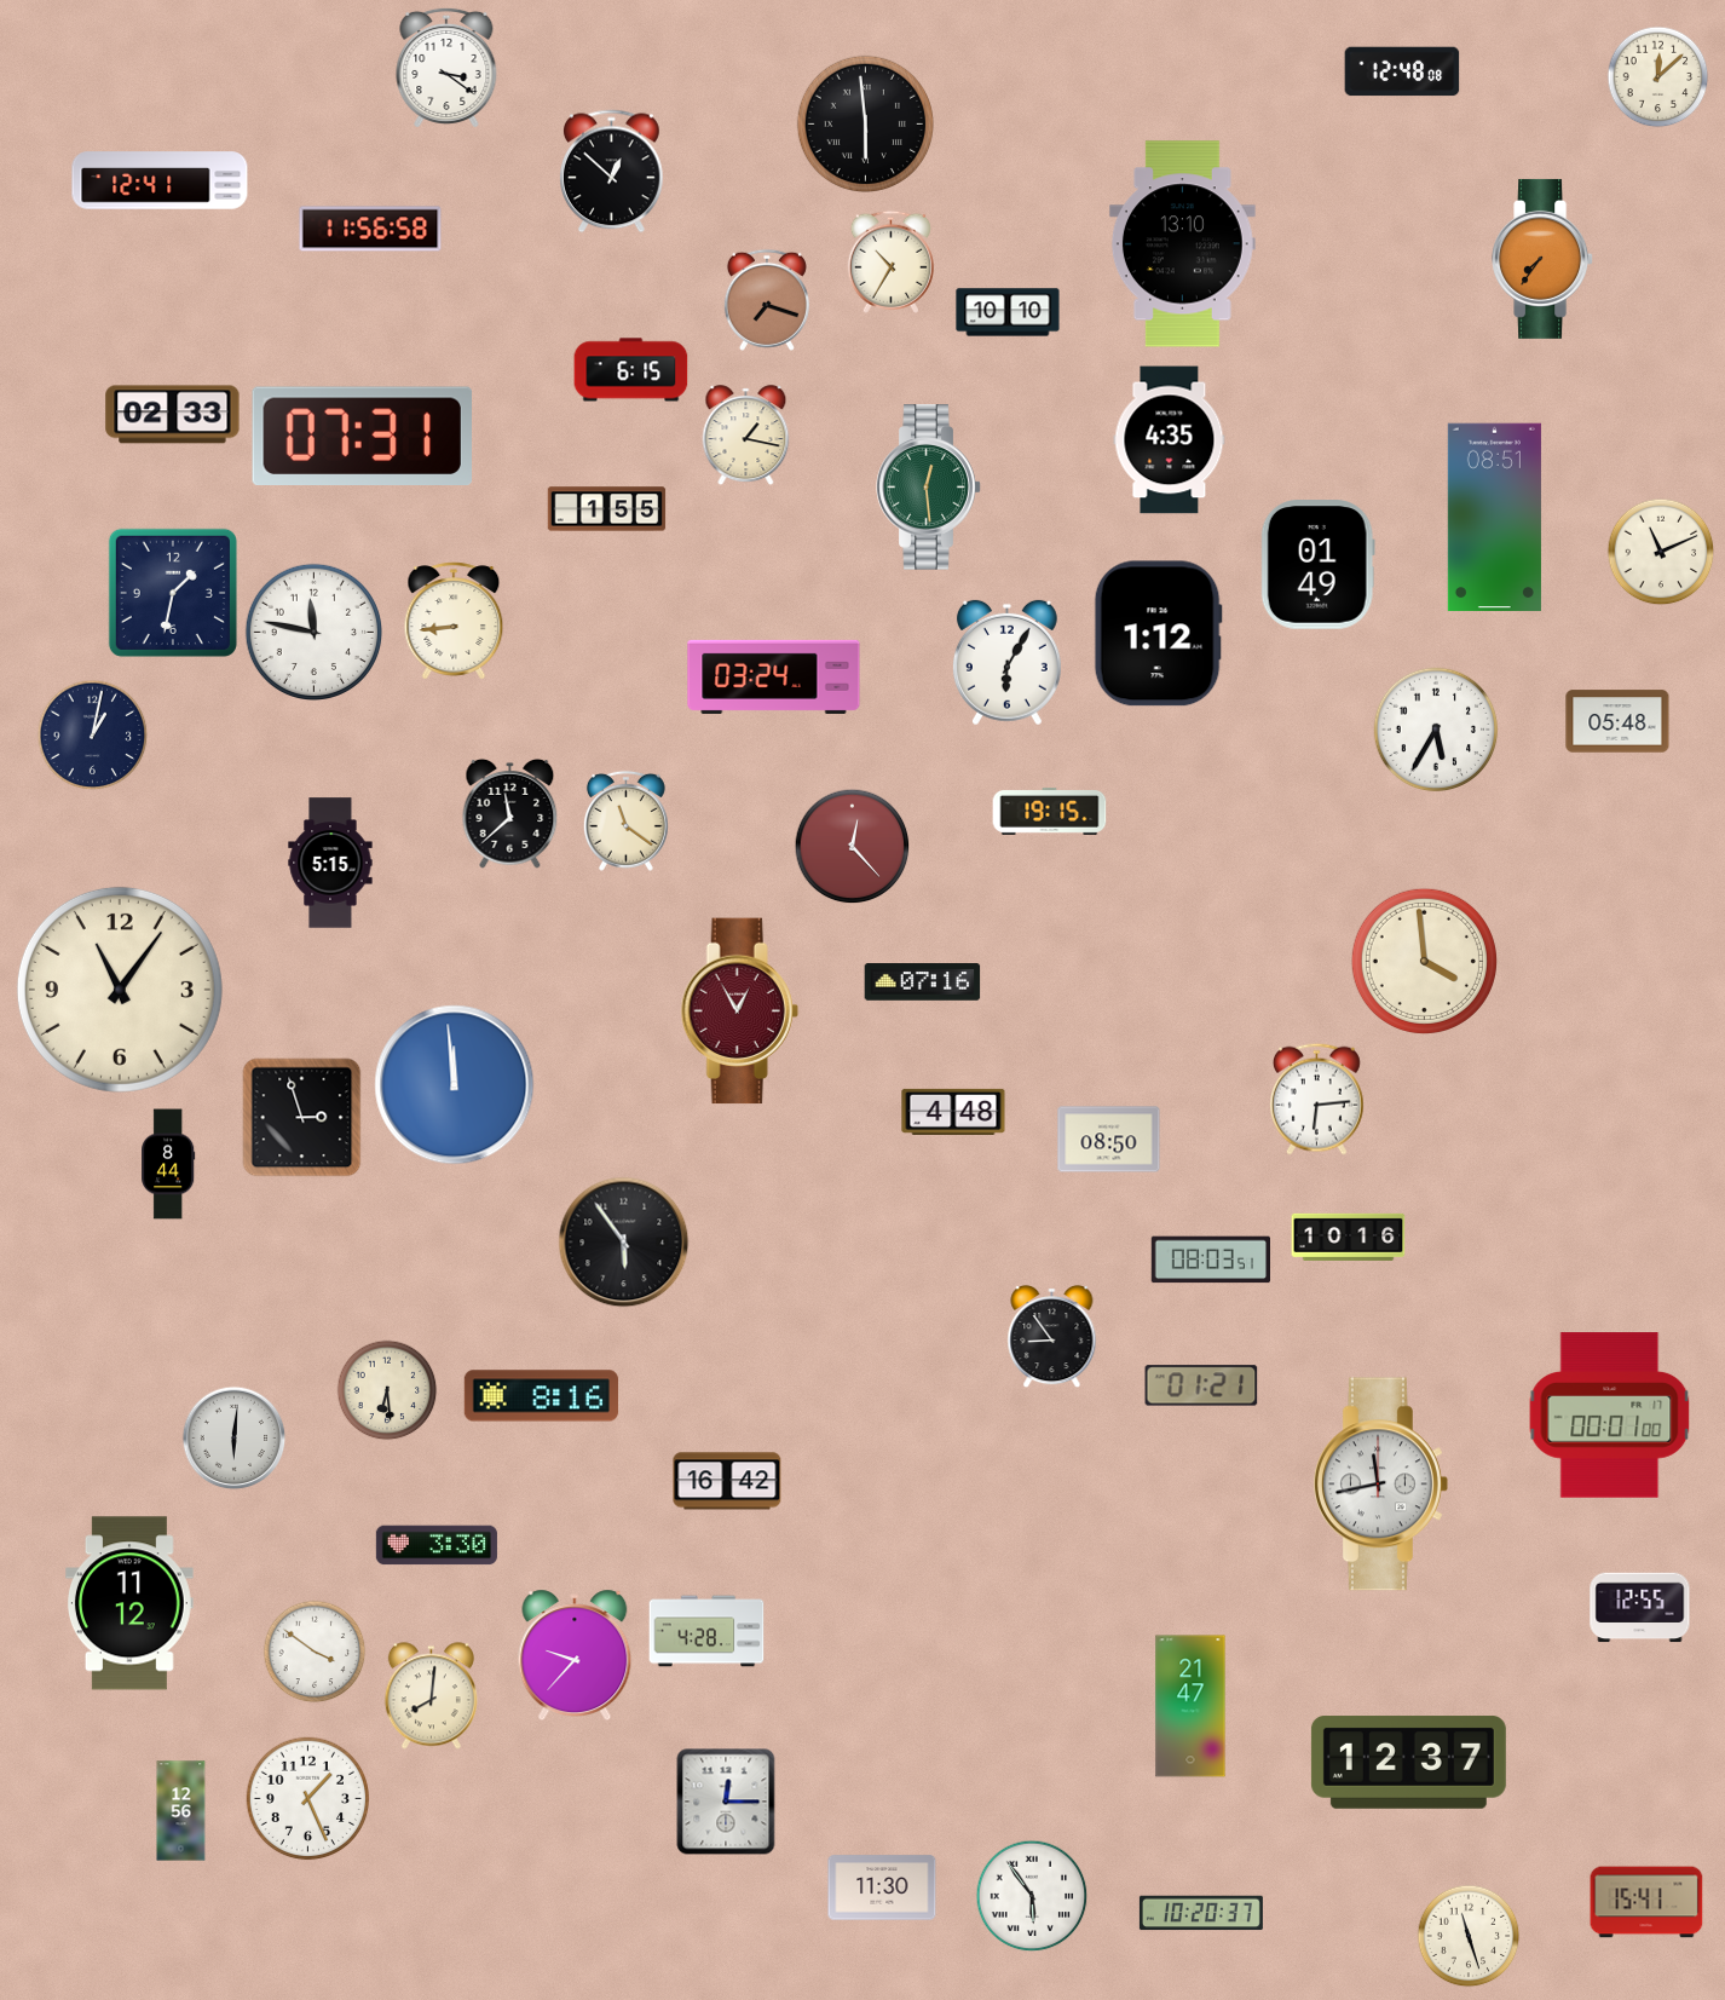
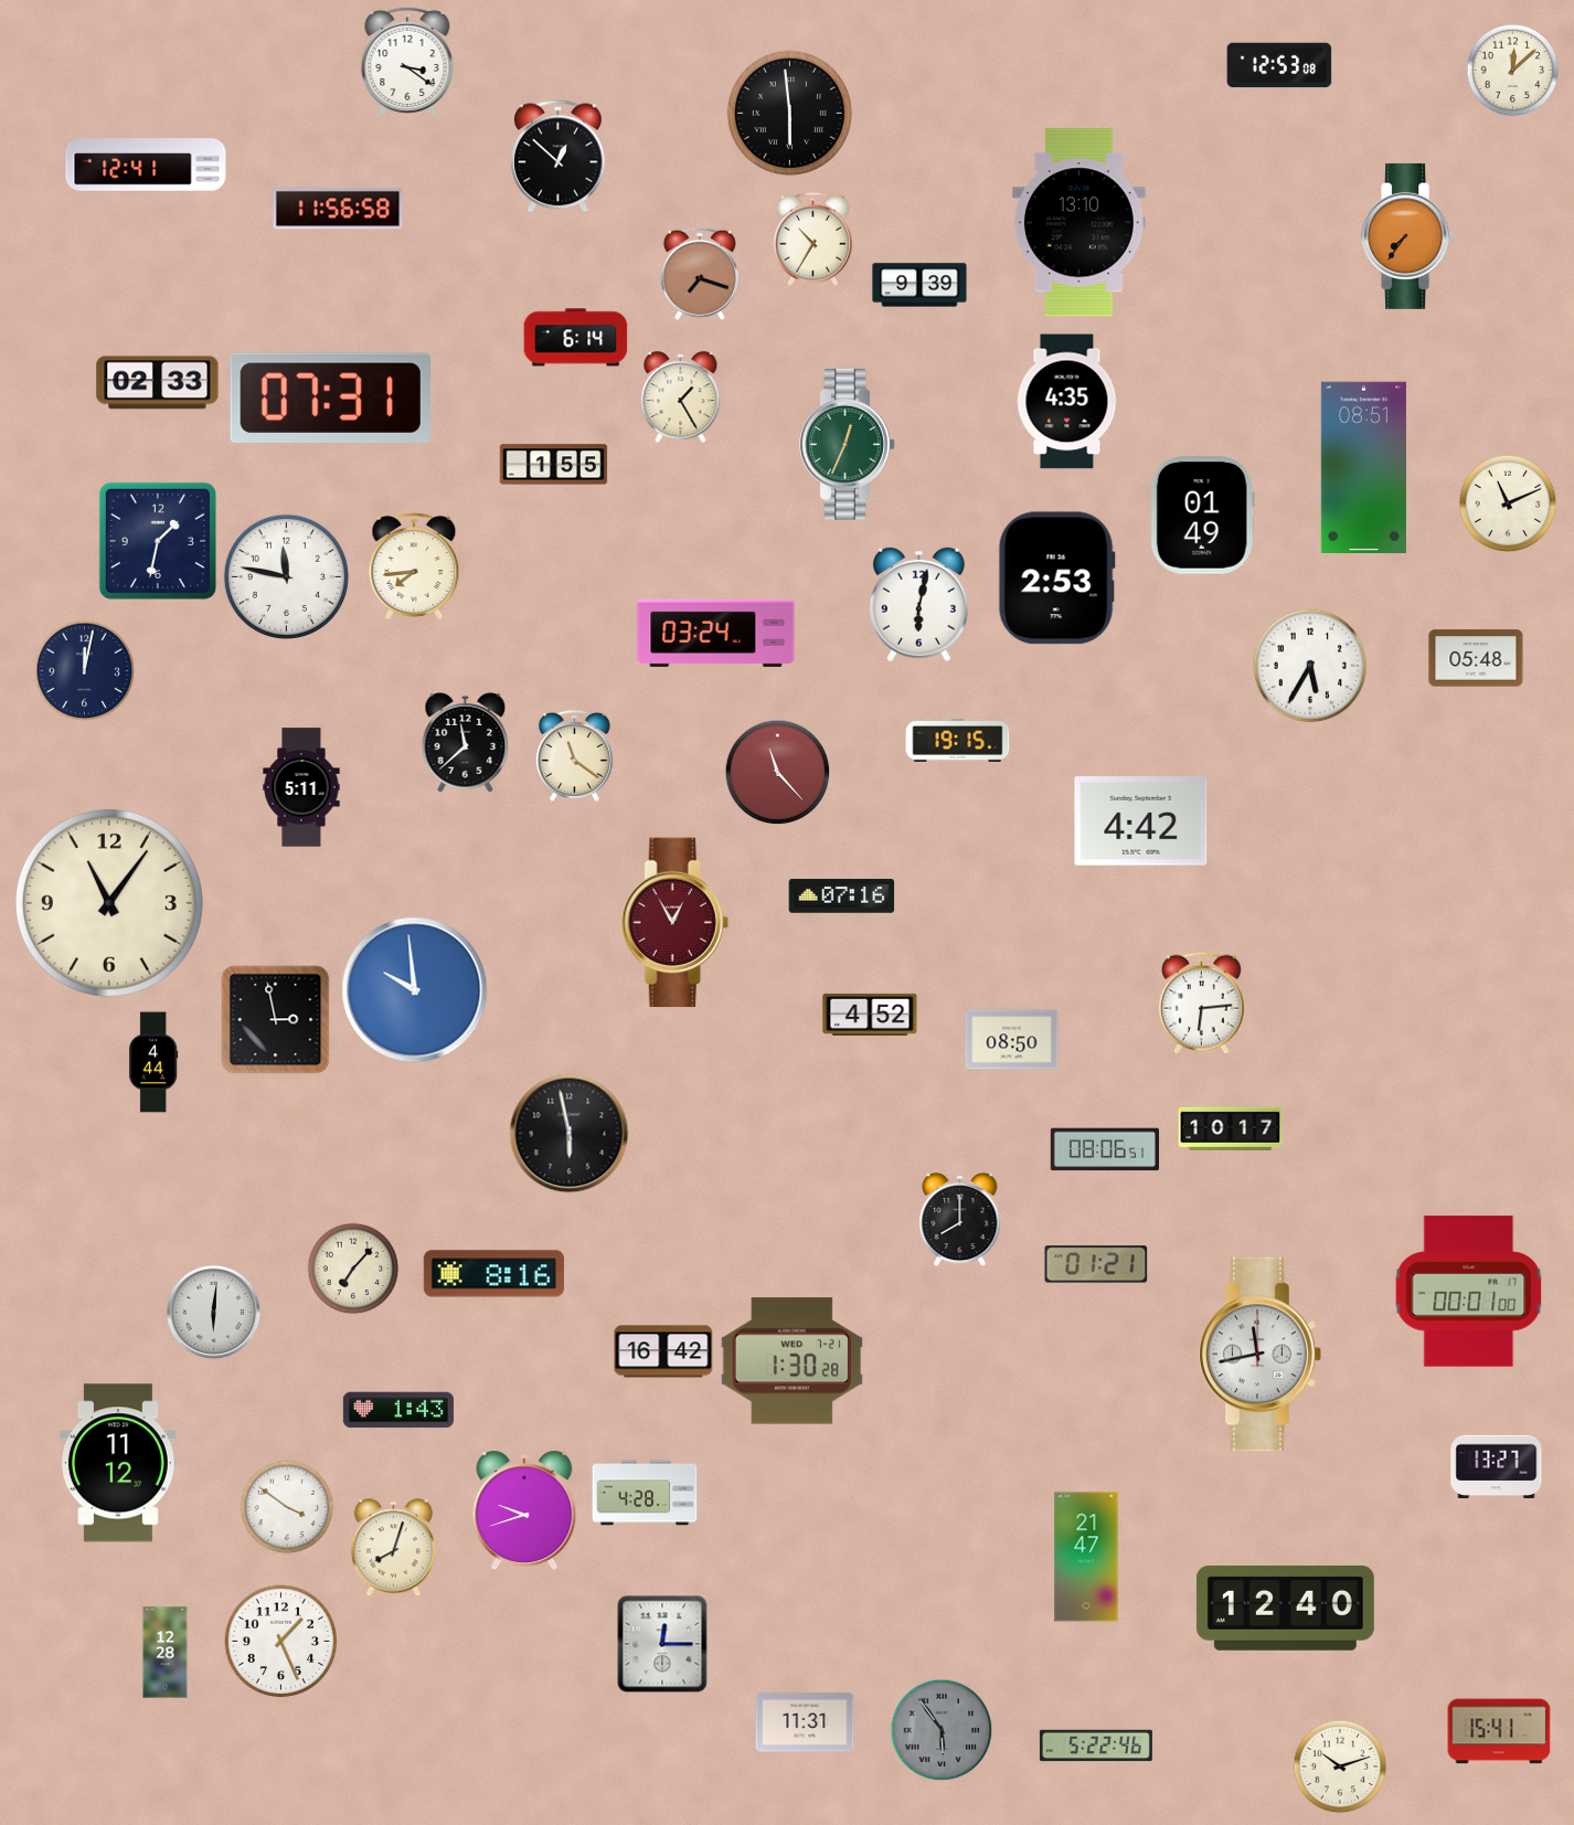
clock at (1402, 71): 12:48 -> 12:53
clock at (1008, 312): 10:10 -> 9:39
clock at (631, 370): 6:15 -> 6:14
clock at (173, 415) position: (173, 415) -> (158, 383)
clock at (746, 436): 1:17 -> 1:25
clock at (929, 488): 12:29 -> 12:34
clock at (1494, 517) position: (1494, 517) -> (1363, 467)
clock at (1661, 552) position: (1661, 552) -> (1508, 503)
clock at (454, 621): 8:44 -> 7:44
clock at (1158, 634): 1:12 -> 2:53
clock at (1006, 663): 6:05 -> 6:02
clock at (774, 676) position: (774, 676) -> (716, 633)
clock at (93, 736): 1:02 -> 12:02
clock at (625, 820) position: (625, 820) -> (574, 755)
clock at (853, 847): 12:23 -> 11:23
clock at (330, 863): 5:15 -> 5:11
clock at (1141, 821): none -> 4:42
clock at (1424, 961): 3:59 -> none
clock at (455, 1085): 11:59 -> 9:59
clock at (953, 1112): 4:48 -> 4:52
clock at (302, 1118): 2:57 -> 2:58
clock at (168, 1164): 8:44 -> 4:44
clock at (1349, 1237): 10:16 -> 10:17
clock at (624, 1243): 5:54 -> 5:58
clock at (1210, 1260): 08:03 -> 08:06
clock at (1052, 1337): 8:54 -> 8:00
clock at (387, 1390): 6:29 -> 7:07
clock at (791, 1361): none -> 1:30
clock at (437, 1545): 3:30 -> 1:43
clock at (1640, 1608): 12:55 -> 13:27
clock at (706, 1631) position: (706, 1631) -> (645, 1493)
clock at (575, 1655): 9:37 -> 9:42
clock at (431, 1696): 8:01 -> 8:03
clock at (1408, 1763): 12:37 -> 12:40
clock at (181, 1811): 12:56 -> 12:28
clock at (882, 1887): 11:30 -> 11:31
clock at (1032, 1896) dial: white -> grey
clock at (1646, 1902) position: (1646, 1902) -> (1499, 1731)
clock at (1201, 1913): 10:20 -> 5:22
clock at (1469, 1936): 11:27 -> 10:12
